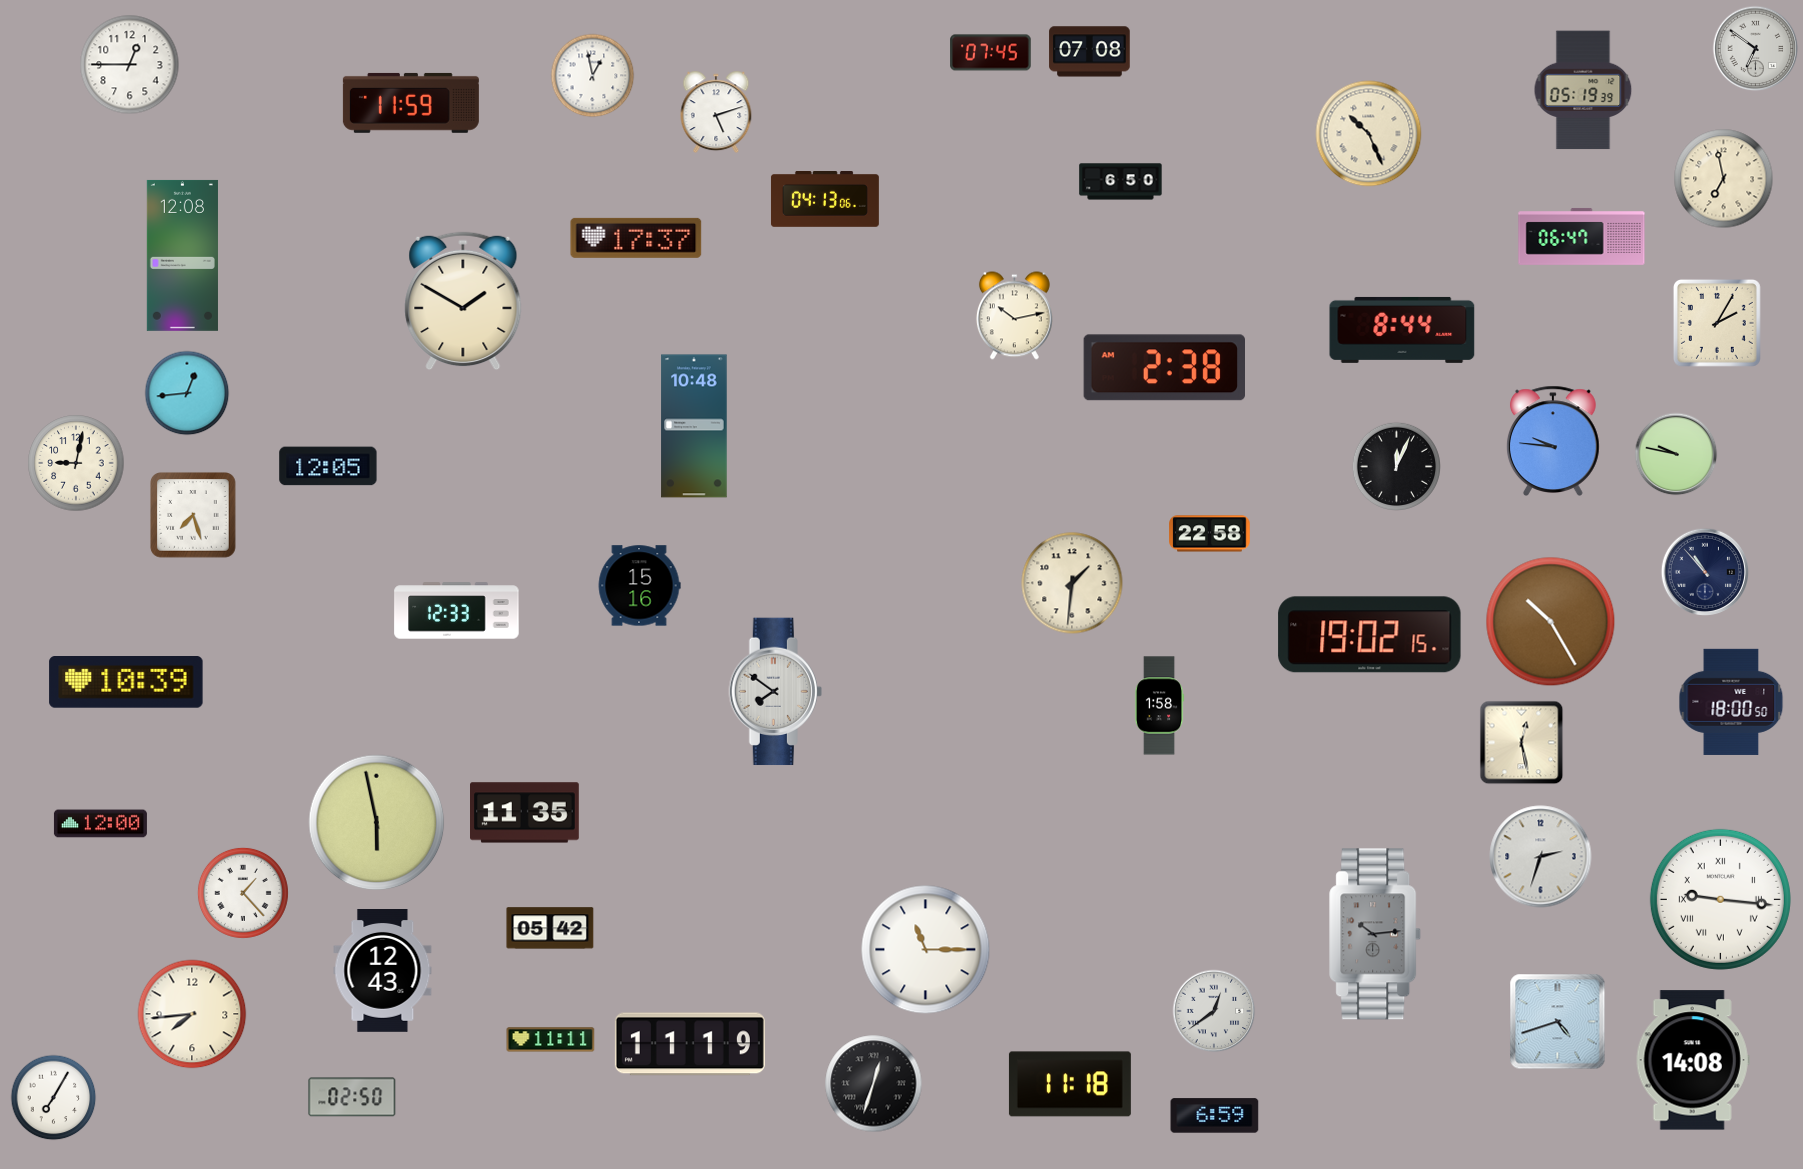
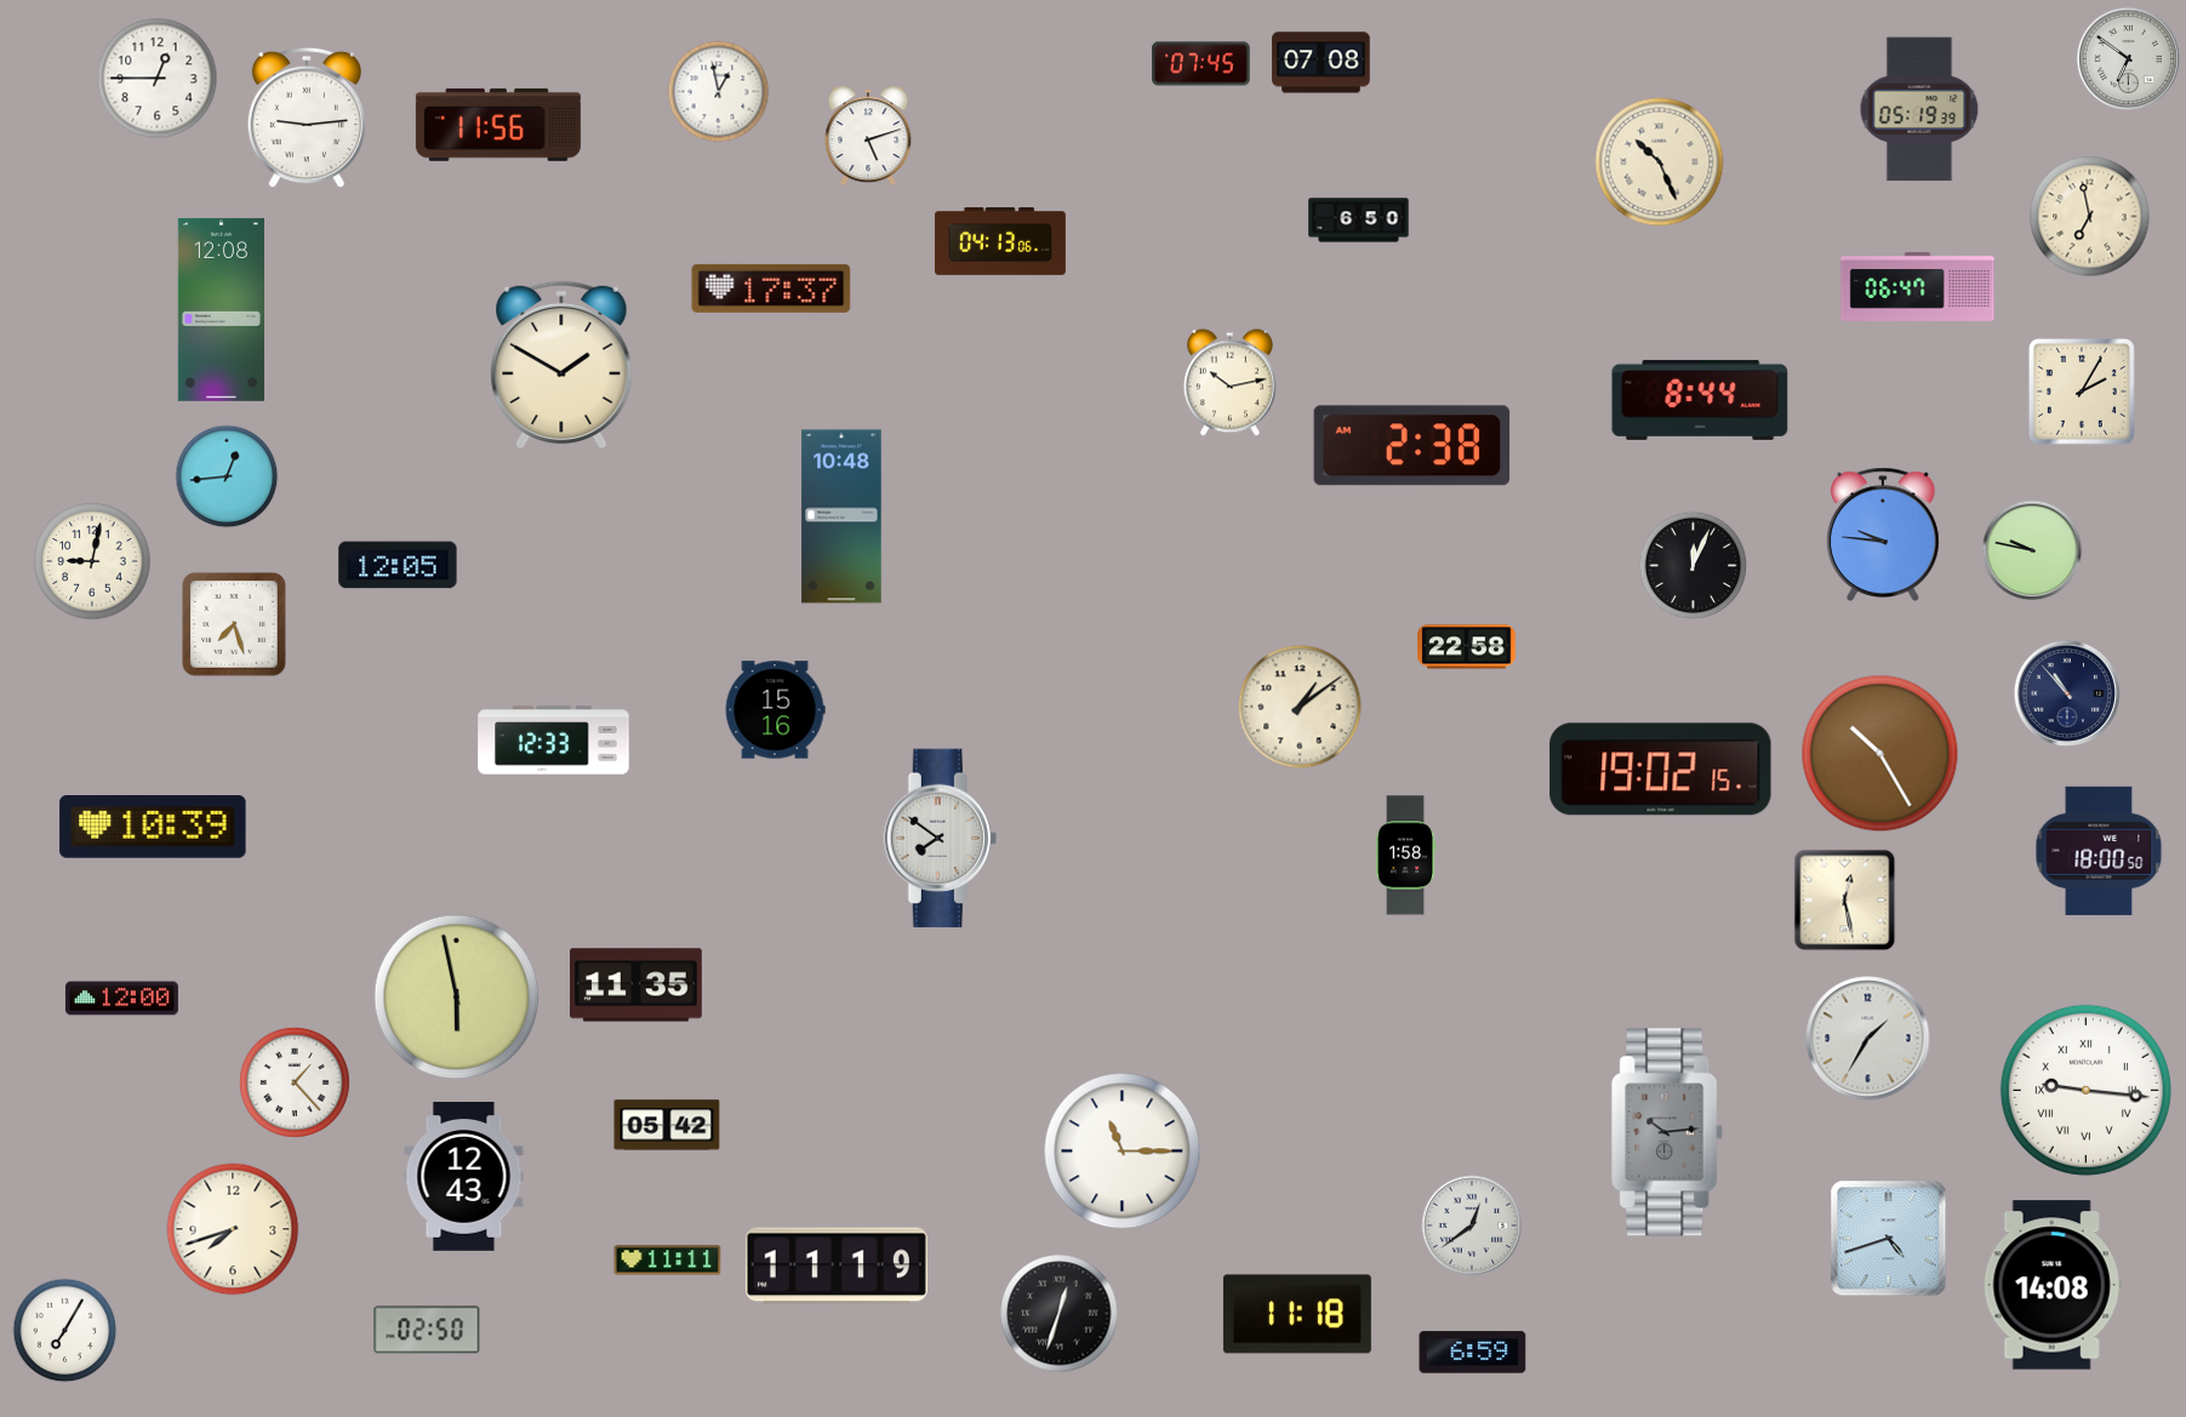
clock at (307, 118): none -> 9:14
clock at (411, 103): 11:59 -> 11:56
clock at (1072, 583): 1:31 -> 1:09
clock at (1541, 857): 2:33 -> 1:35
clock at (192, 1014): 7:44 -> 7:42
